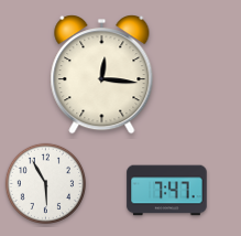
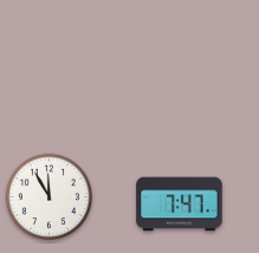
clock at (102, 75): 12:16 -> none
clock at (45, 183): 5:55 -> 11:55
